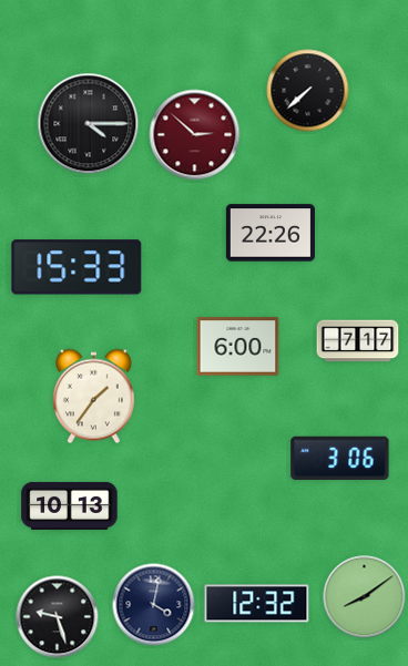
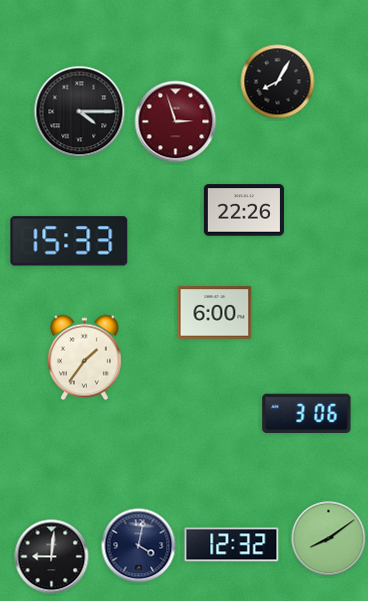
clock at (308, 91): 7:38 -> 8:05
clock at (195, 135): 2:52 -> 2:57
clock at (358, 341): 7:17 -> none
clock at (70, 505): 10:13 -> none
clock at (58, 617): 9:27 -> 9:01
